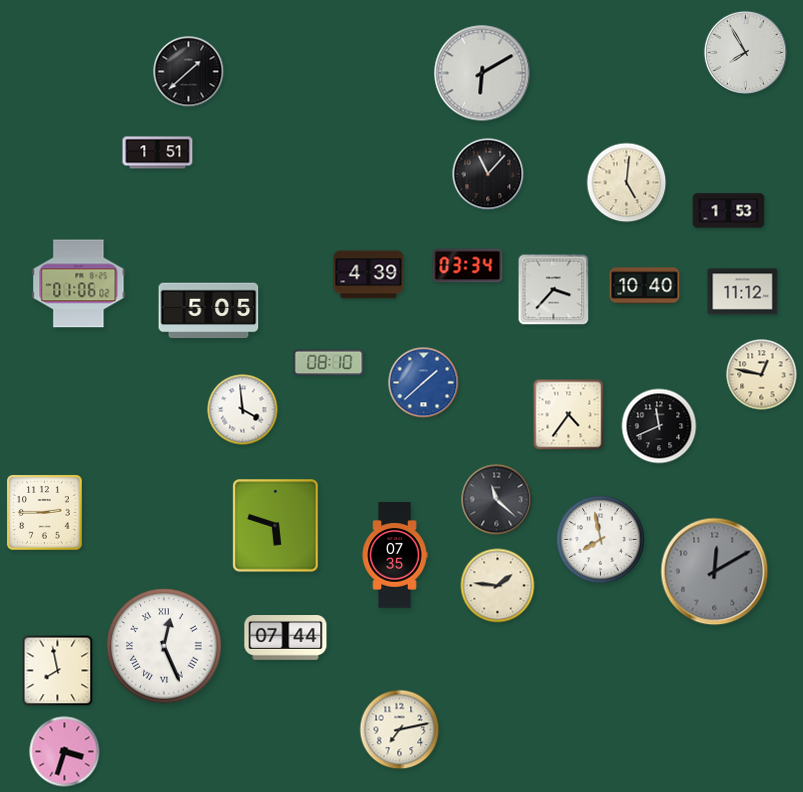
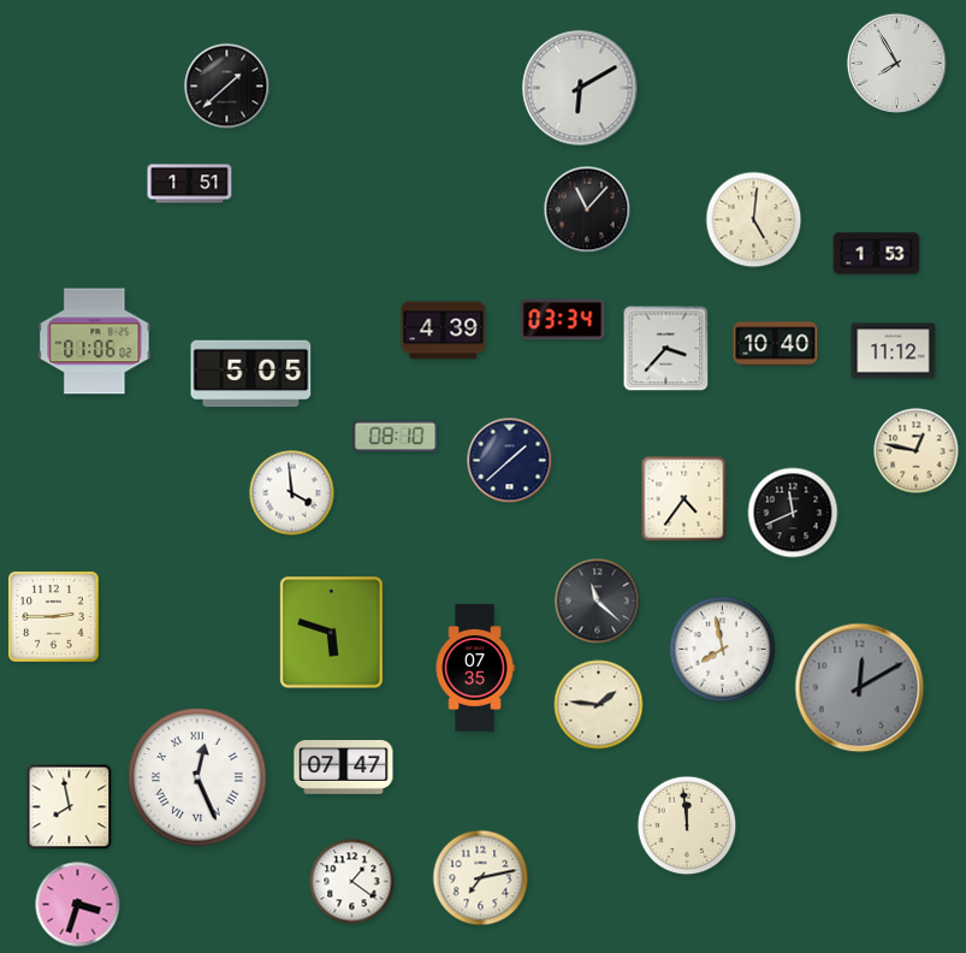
clock at (424, 383) dial: blue -> navy
clock at (286, 638): 07:44 -> 07:47
clock at (687, 825): none -> 11:59
clock at (352, 882): none -> 1:21
